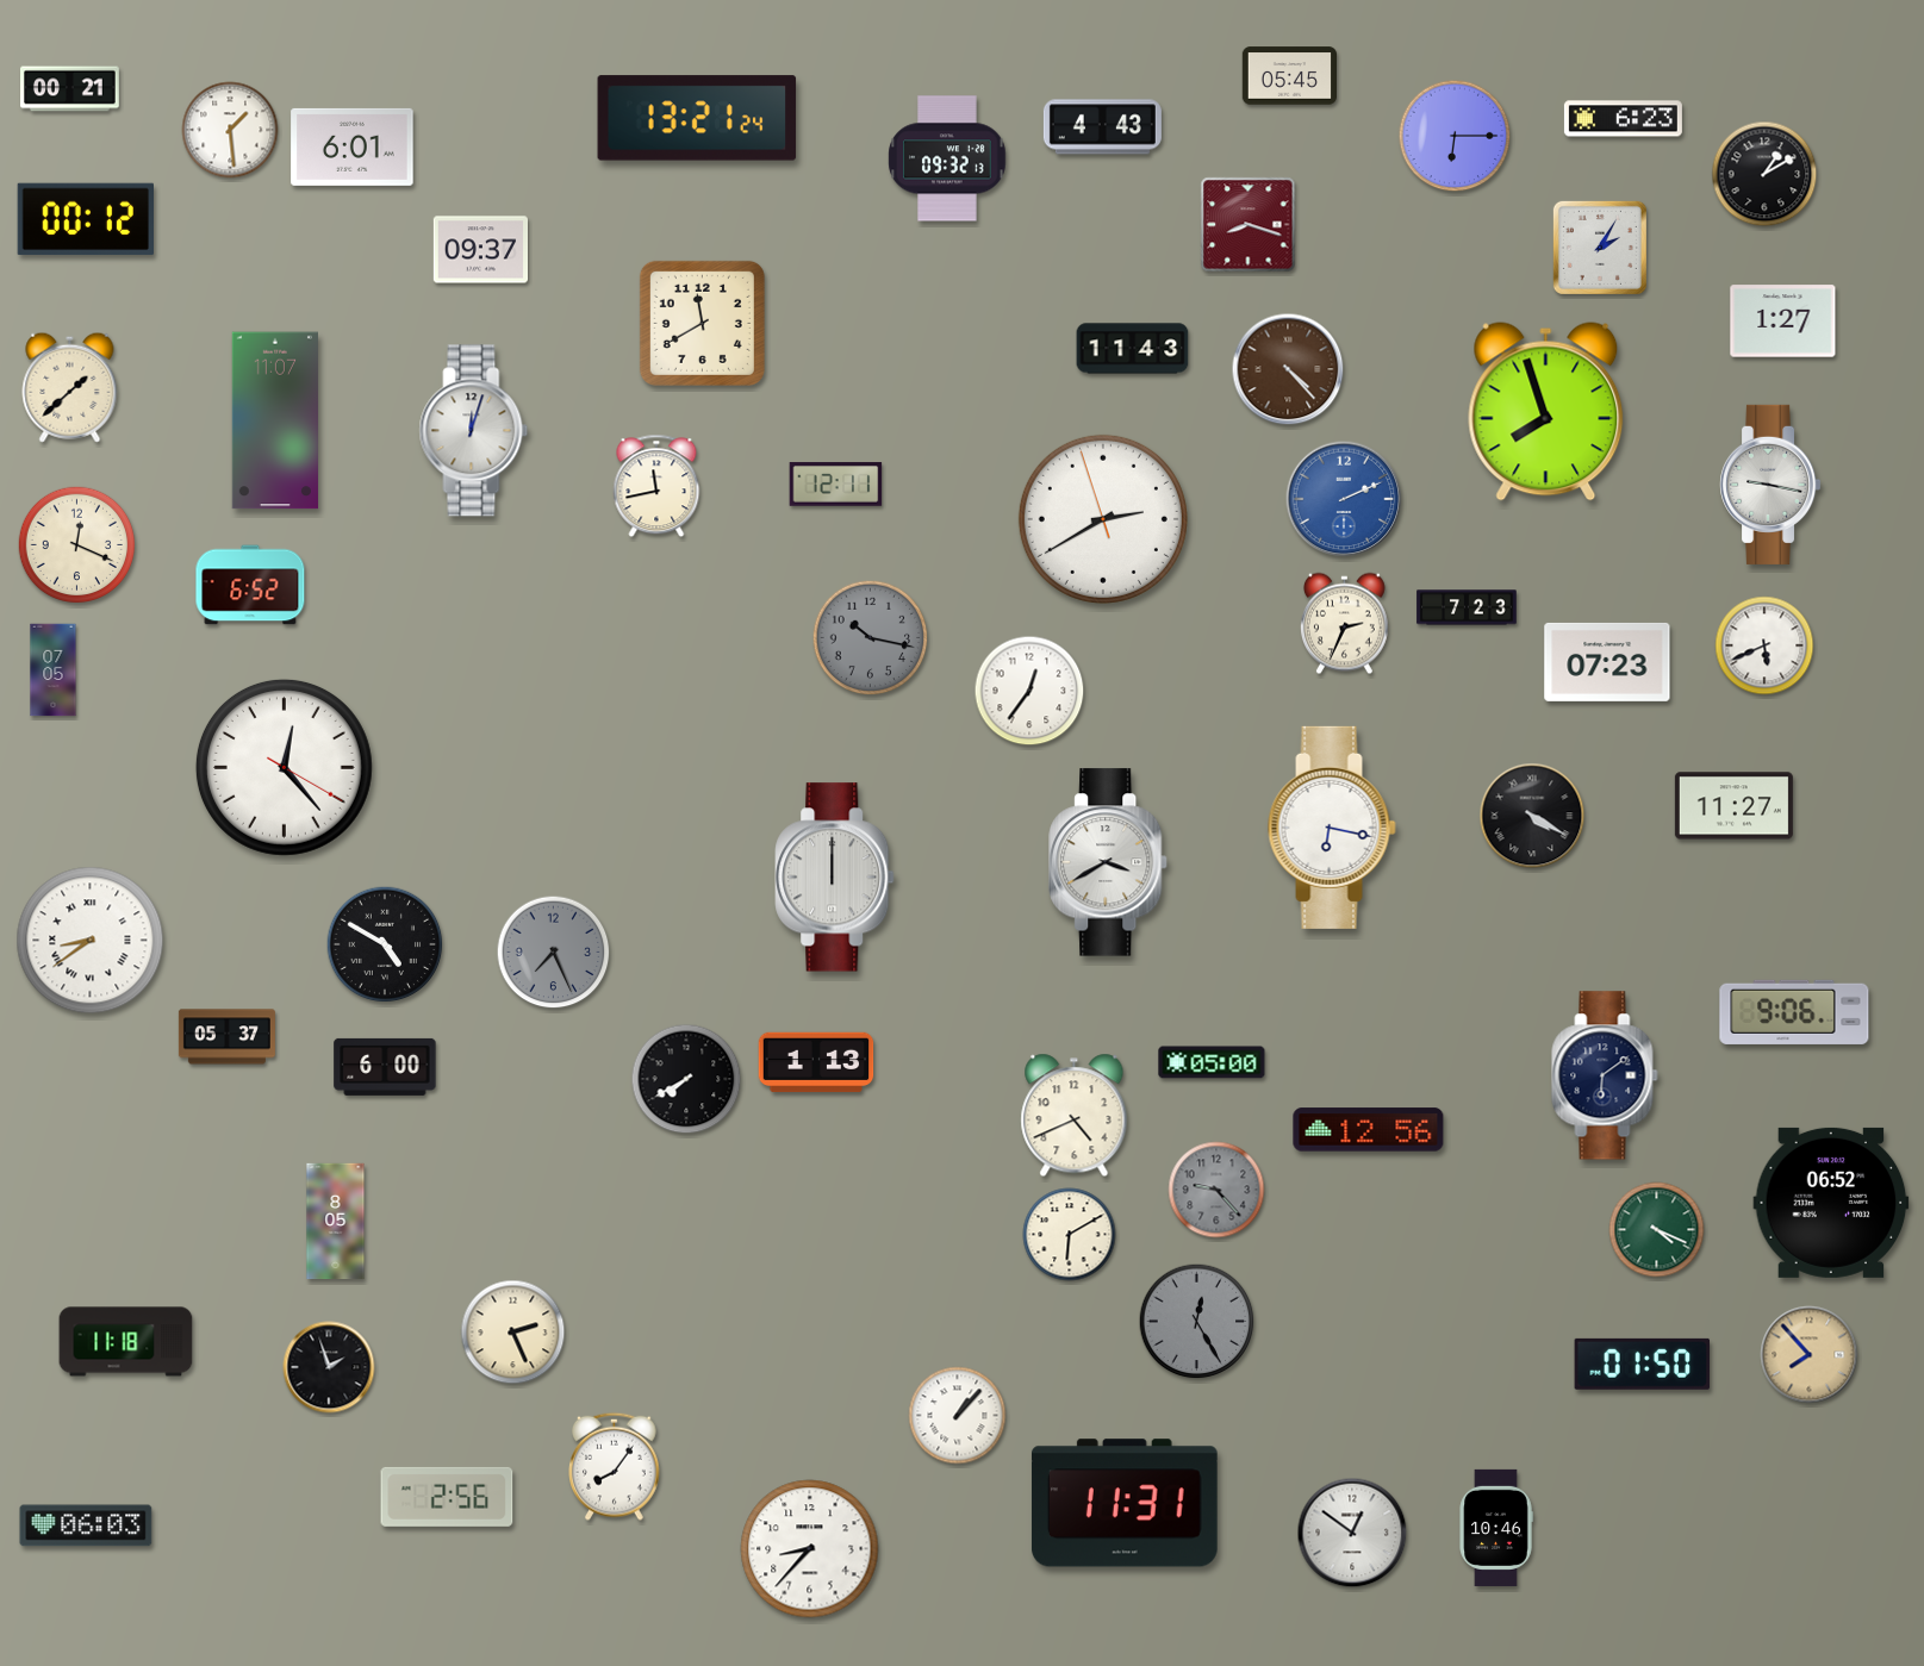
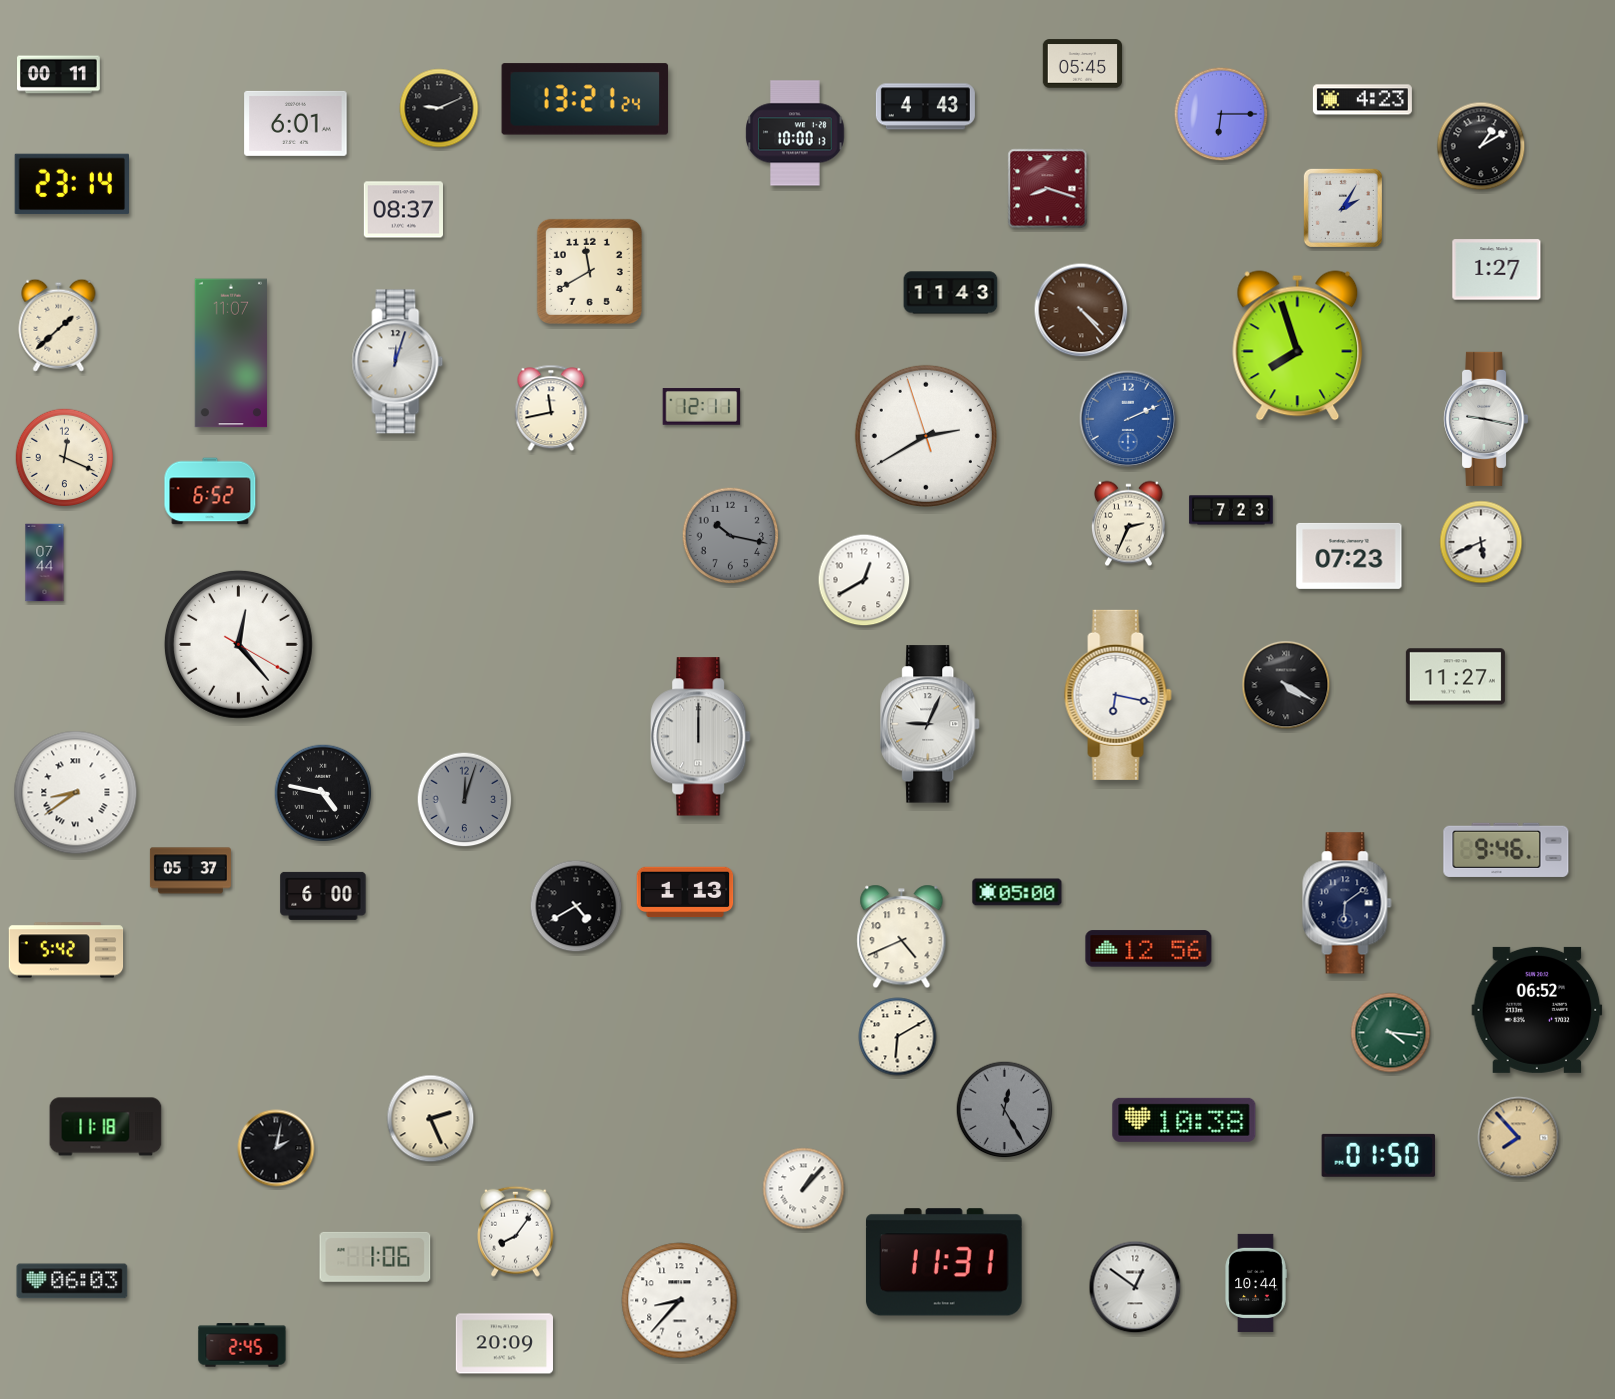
clock at (70, 89): 00:21 -> 00:11
clock at (1623, 119): 6:23 -> 4:23
clock at (439, 108): none -> 9:11
clock at (230, 130): 1:29 -> none
clock at (947, 158): 09:32 -> 10:00
clock at (85, 219): 00:12 -> 23:14
clock at (480, 250): 09:37 -> 08:37
clock at (1772, 485) position: (1772, 485) -> (1487, 419)
clock at (54, 670): 07:05 -> 07:44
clock at (1029, 691): 12:36 -> 12:40
clock at (1109, 862): 3:40 -> 9:04
clock at (91, 941) position: (91, 941) -> (76, 793)
clock at (385, 944): 4:50 -> 4:47
clock at (554, 953): 7:26 -> 12:03
clock at (1794, 1012): 9:06 -> 9:46
clock at (686, 1079): 7:40 -> 4:40
clock at (66, 950): none -> 5:42
clock at (1216, 1190): 9:23 -> none
clock at (336, 1222): 8:05 -> none
clock at (1657, 1230): 4:19 -> 4:16
clock at (1184, 1120): none -> 10:38
clock at (1643, 1364) position: (1643, 1364) -> (1379, 1155)
clock at (329, 1367): 1:57 -> 2:02
clock at (447, 1497): 2:56 -> 1:06
clock at (1496, 1528): 10:46 -> 10:44
clock at (504, 1344): none -> 20:09
clock at (242, 1345): none -> 2:45
